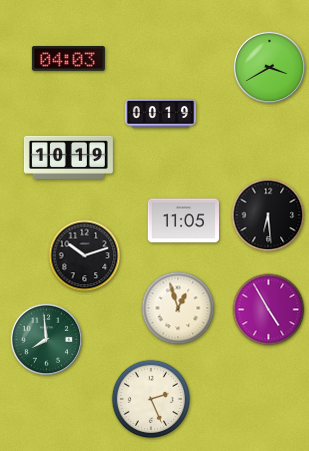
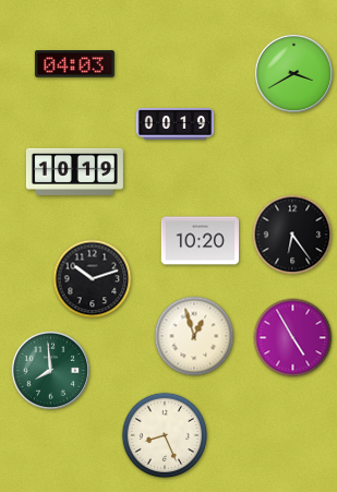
clock at (268, 215): 6:29 -> 6:24
clock at (183, 221): 11:05 -> 10:20
clock at (151, 399): 2:26 -> 8:26
